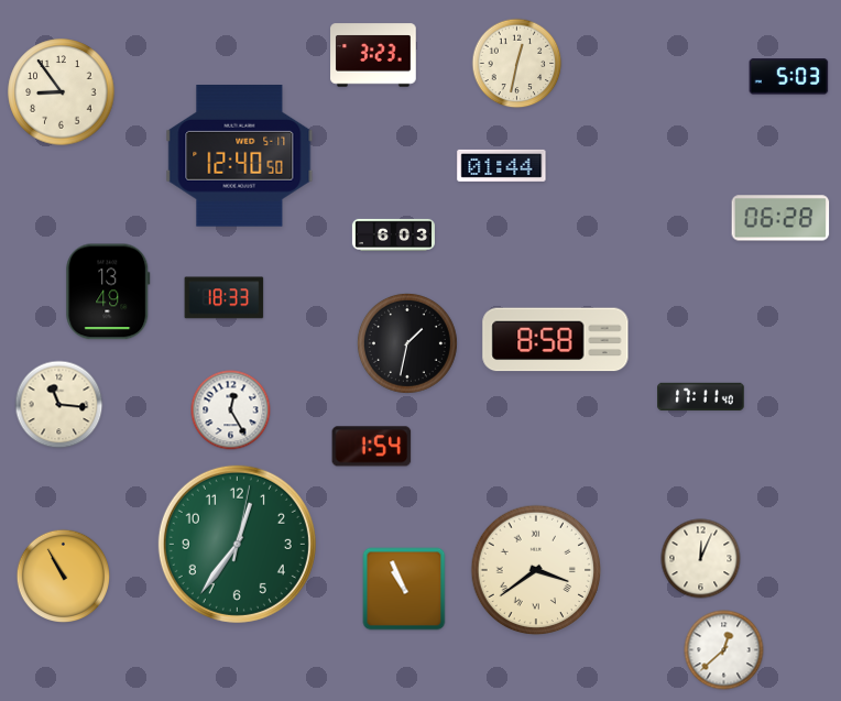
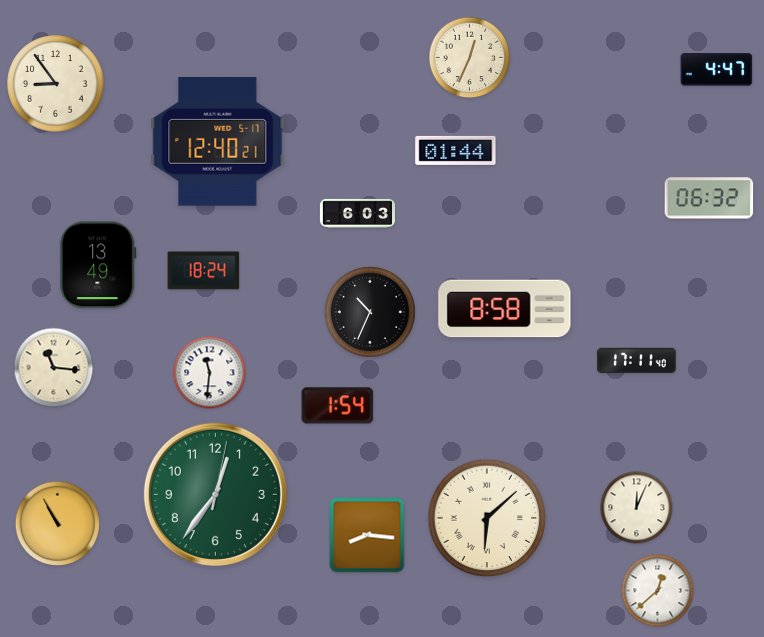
clock at (373, 55): 3:23 -> none
clock at (517, 64): 12:32 -> 12:34
clock at (789, 77): 5:03 -> 4:47
clock at (240, 156): 12:40:50 -> 12:40:21
clock at (780, 218): 06:28 -> 06:32
clock at (225, 298): 18:33 -> 18:24
clock at (407, 343): 1:32 -> 10:34
clock at (231, 410): 12:25 -> 11:31
clock at (536, 570): 3:39 -> 6:08
clock at (404, 589): 10:56 -> 8:16
